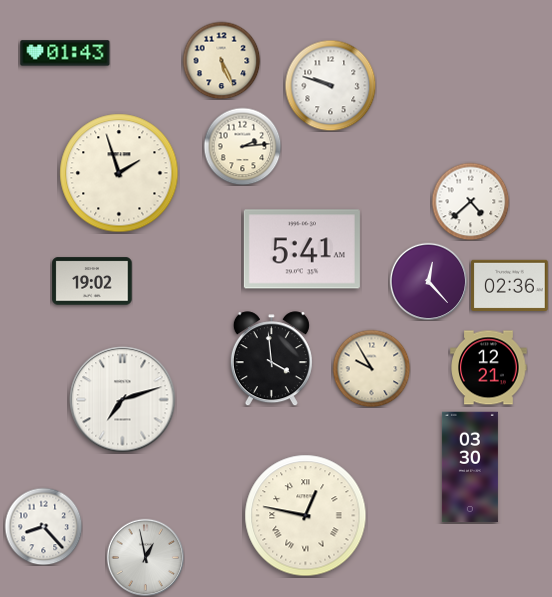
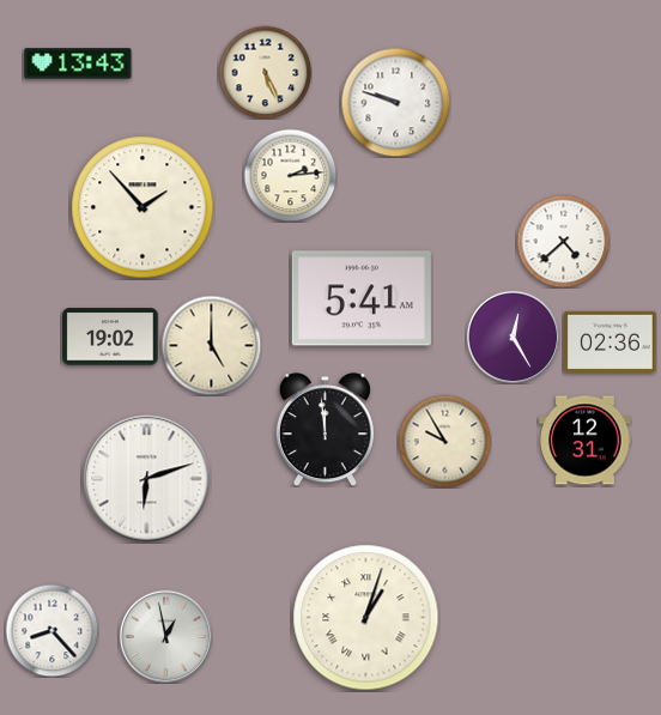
clock at (65, 53): 01:43 -> 13:43
clock at (119, 173): 1:57 -> 1:53
clock at (428, 281): 12:23 -> 12:25
clock at (211, 345): none -> 5:00
clock at (271, 359): 3:59 -> 11:59
clock at (489, 368): 12:21 -> 12:31
clock at (123, 400): 7:12 -> 6:12
clock at (470, 467): 03:30 -> none
clock at (306, 516): 12:47 -> 1:03
clock at (145, 557) position: (145, 557) -> (165, 636)
